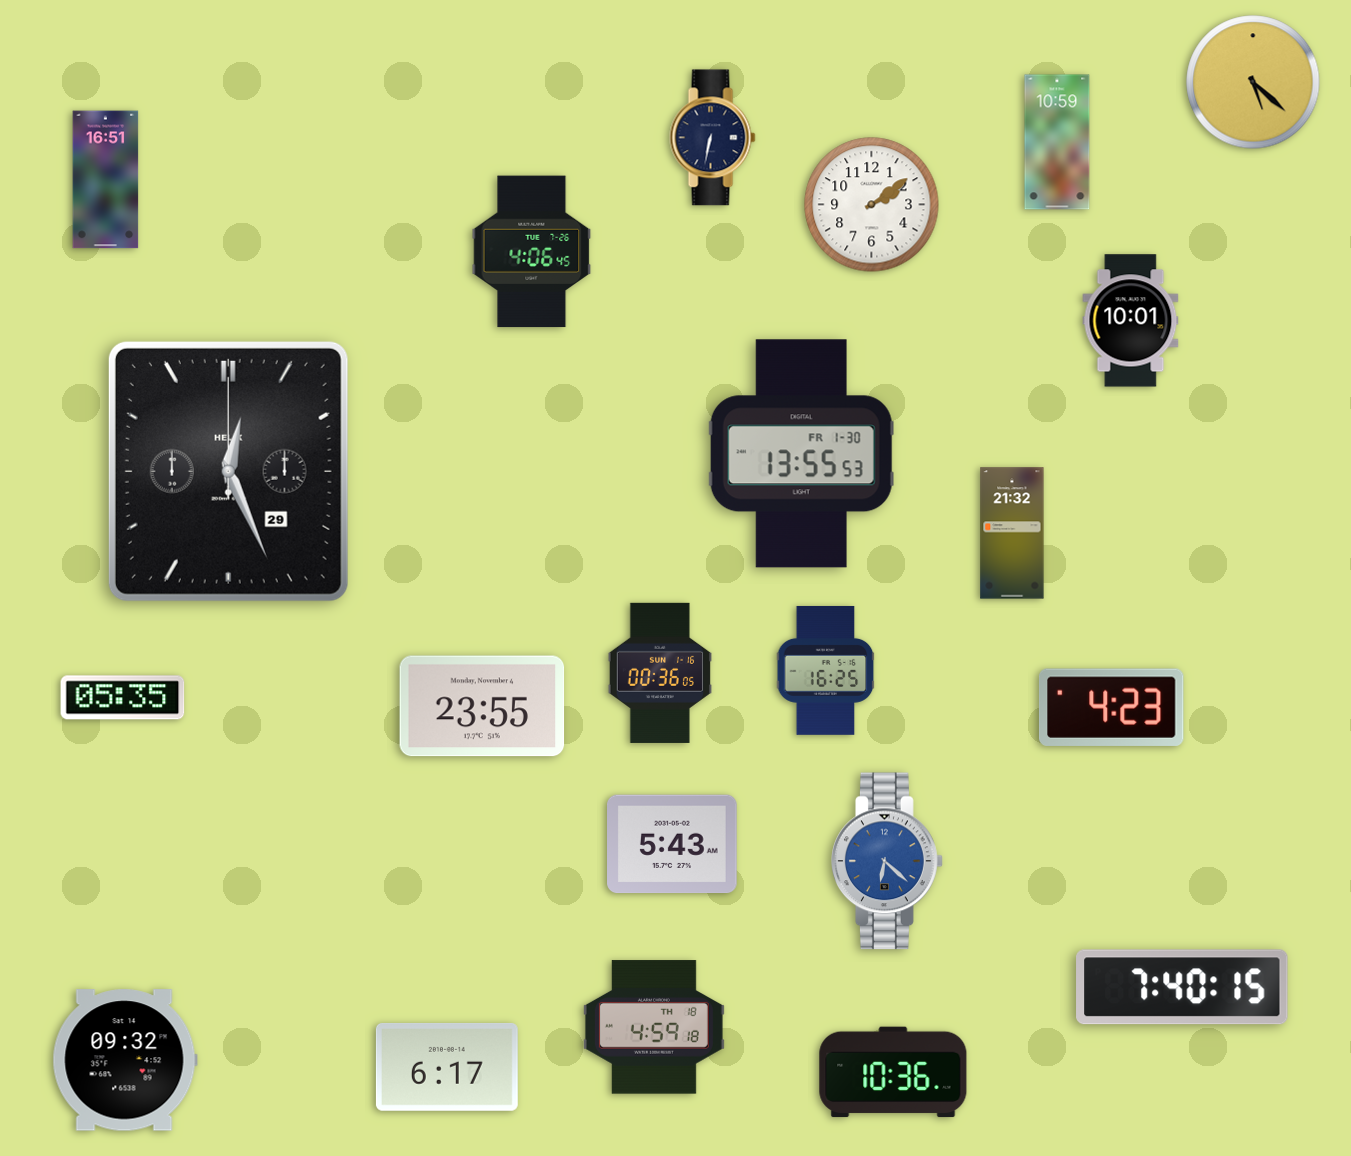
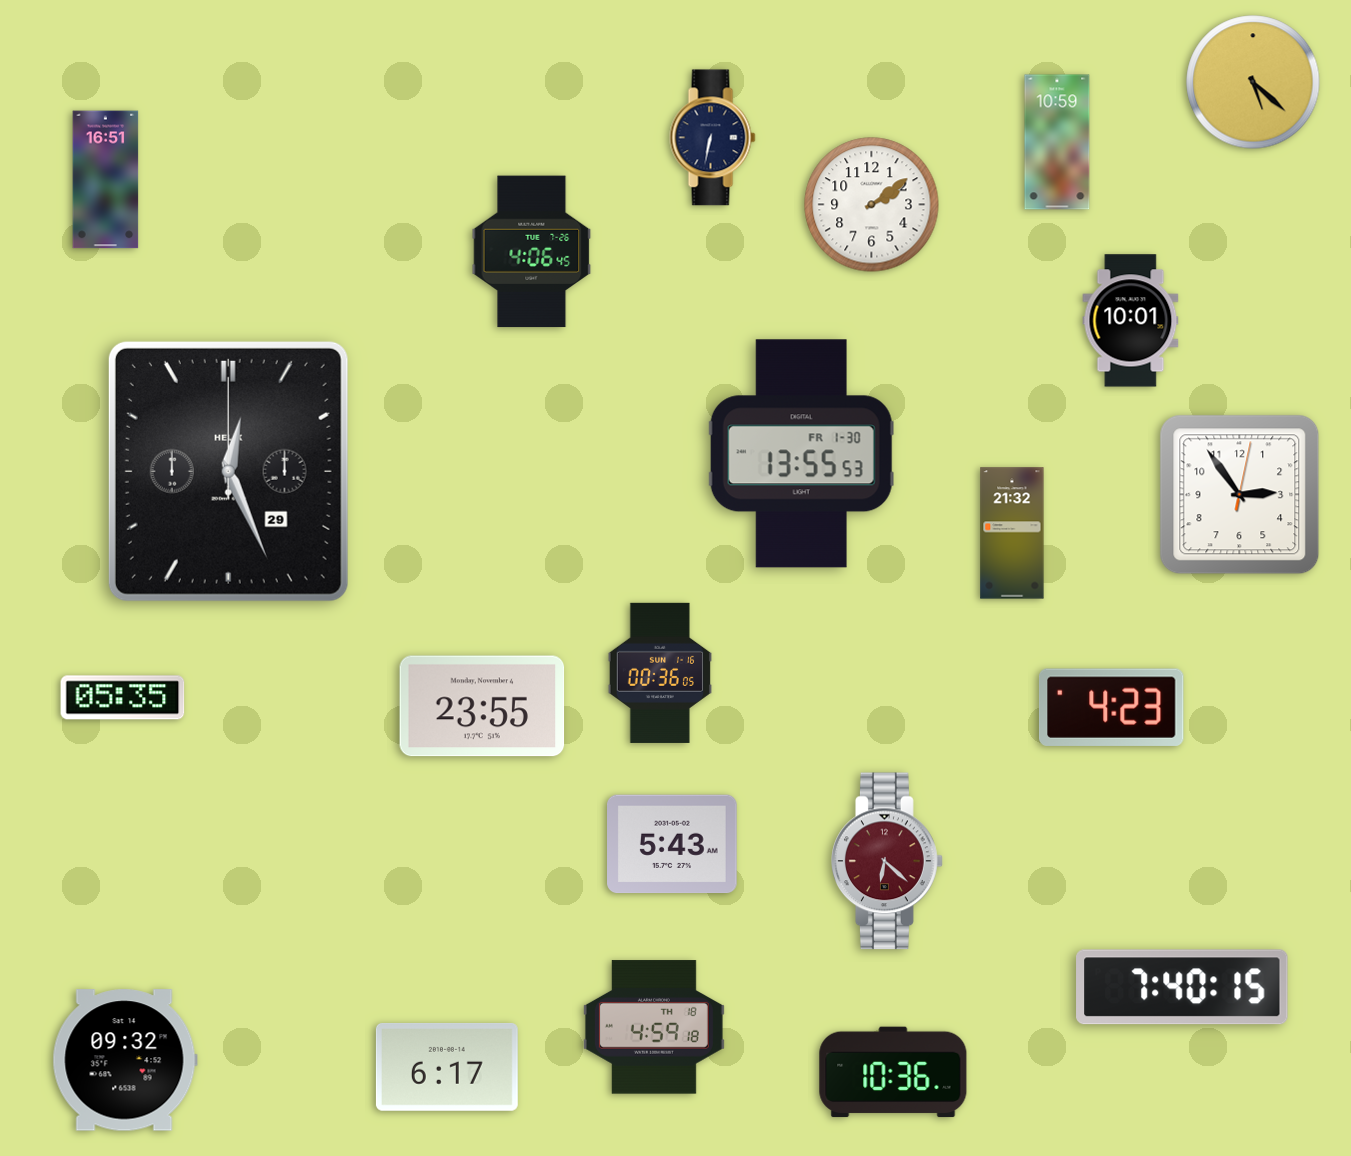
clock at (1240, 495): none -> 2:54
clock at (826, 670): 16:25 -> none
clock at (888, 861) dial: blue -> burgundy
